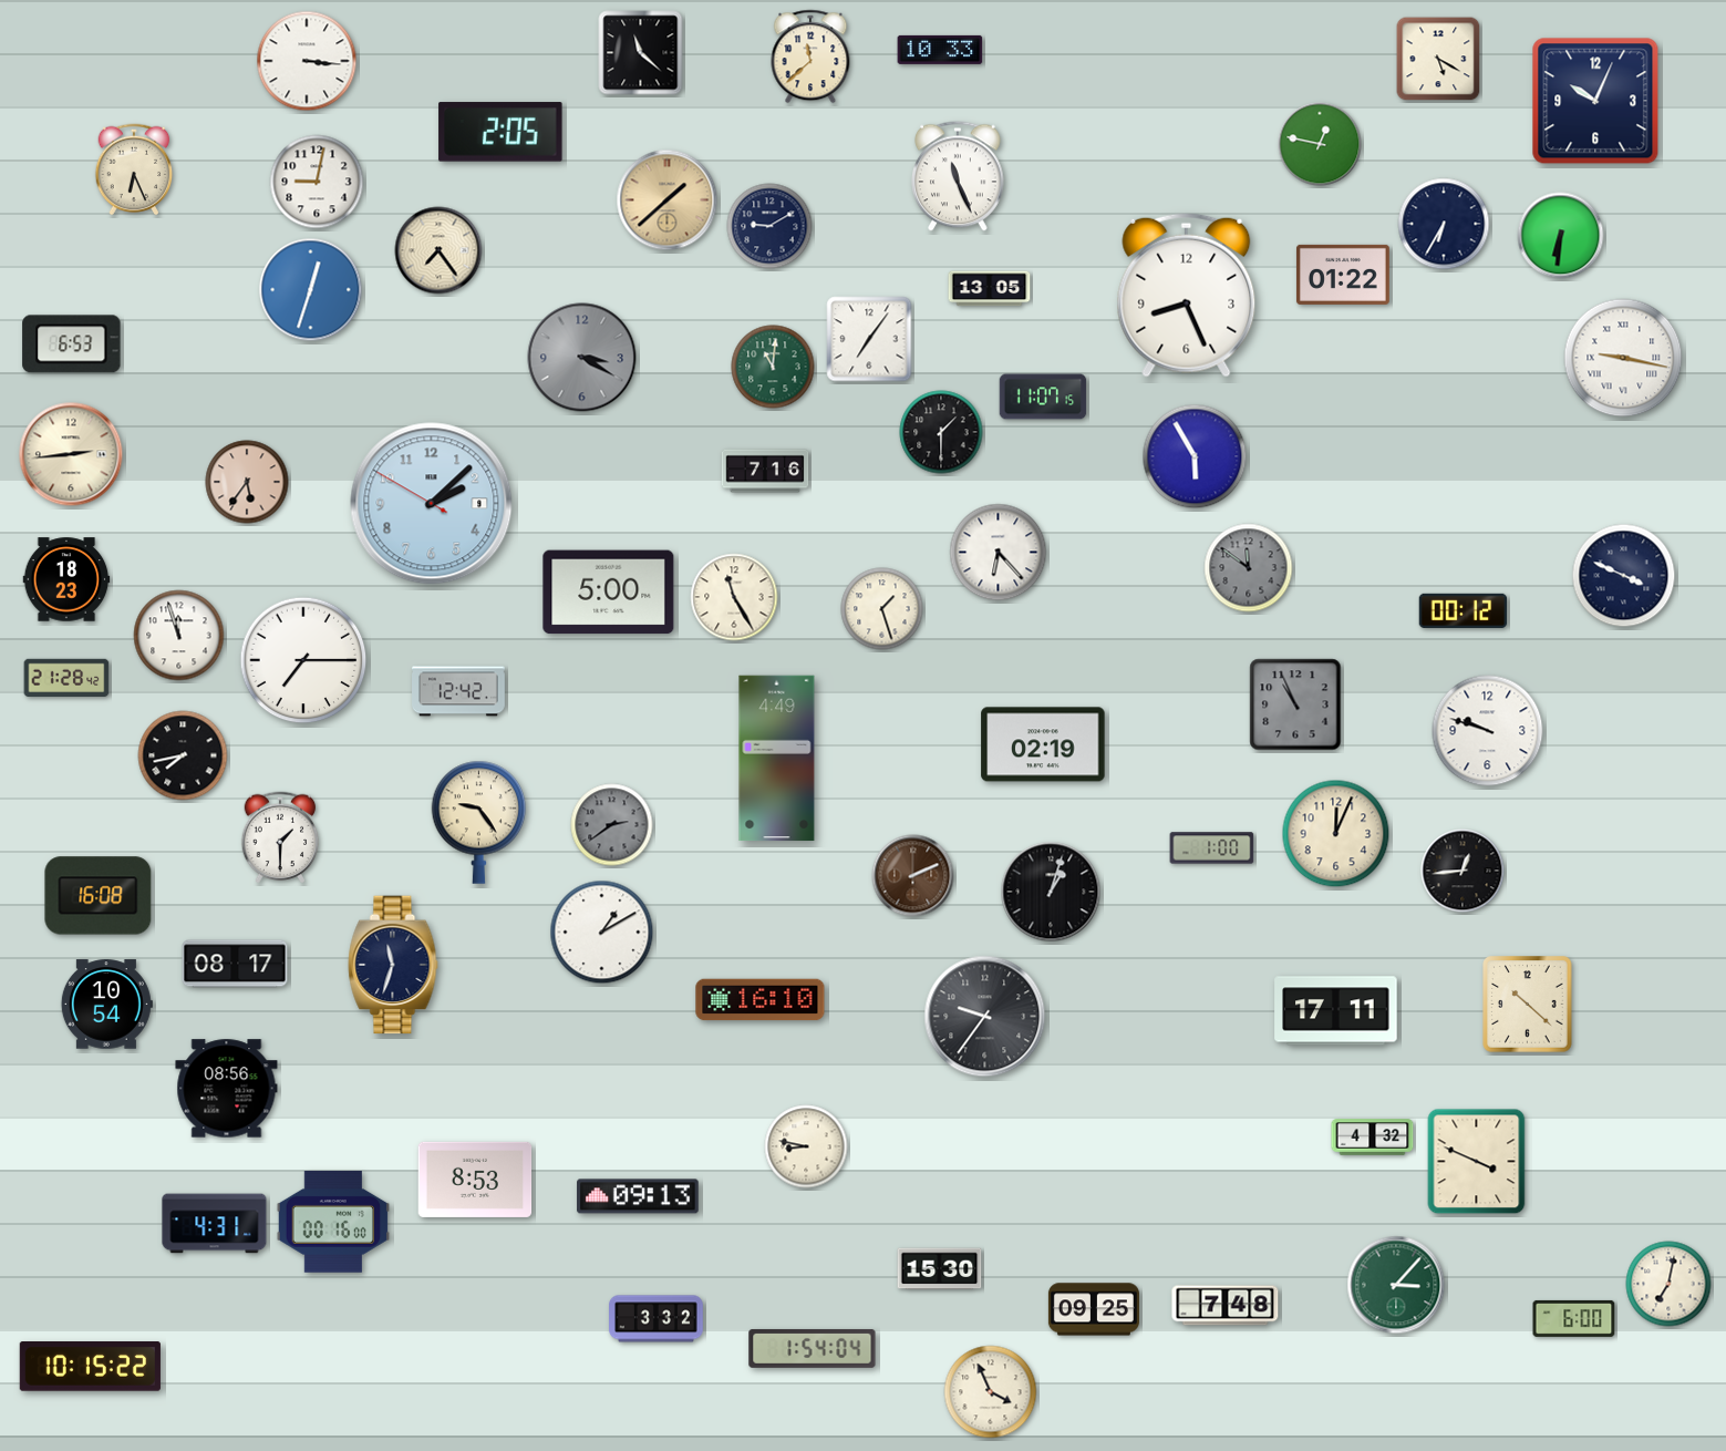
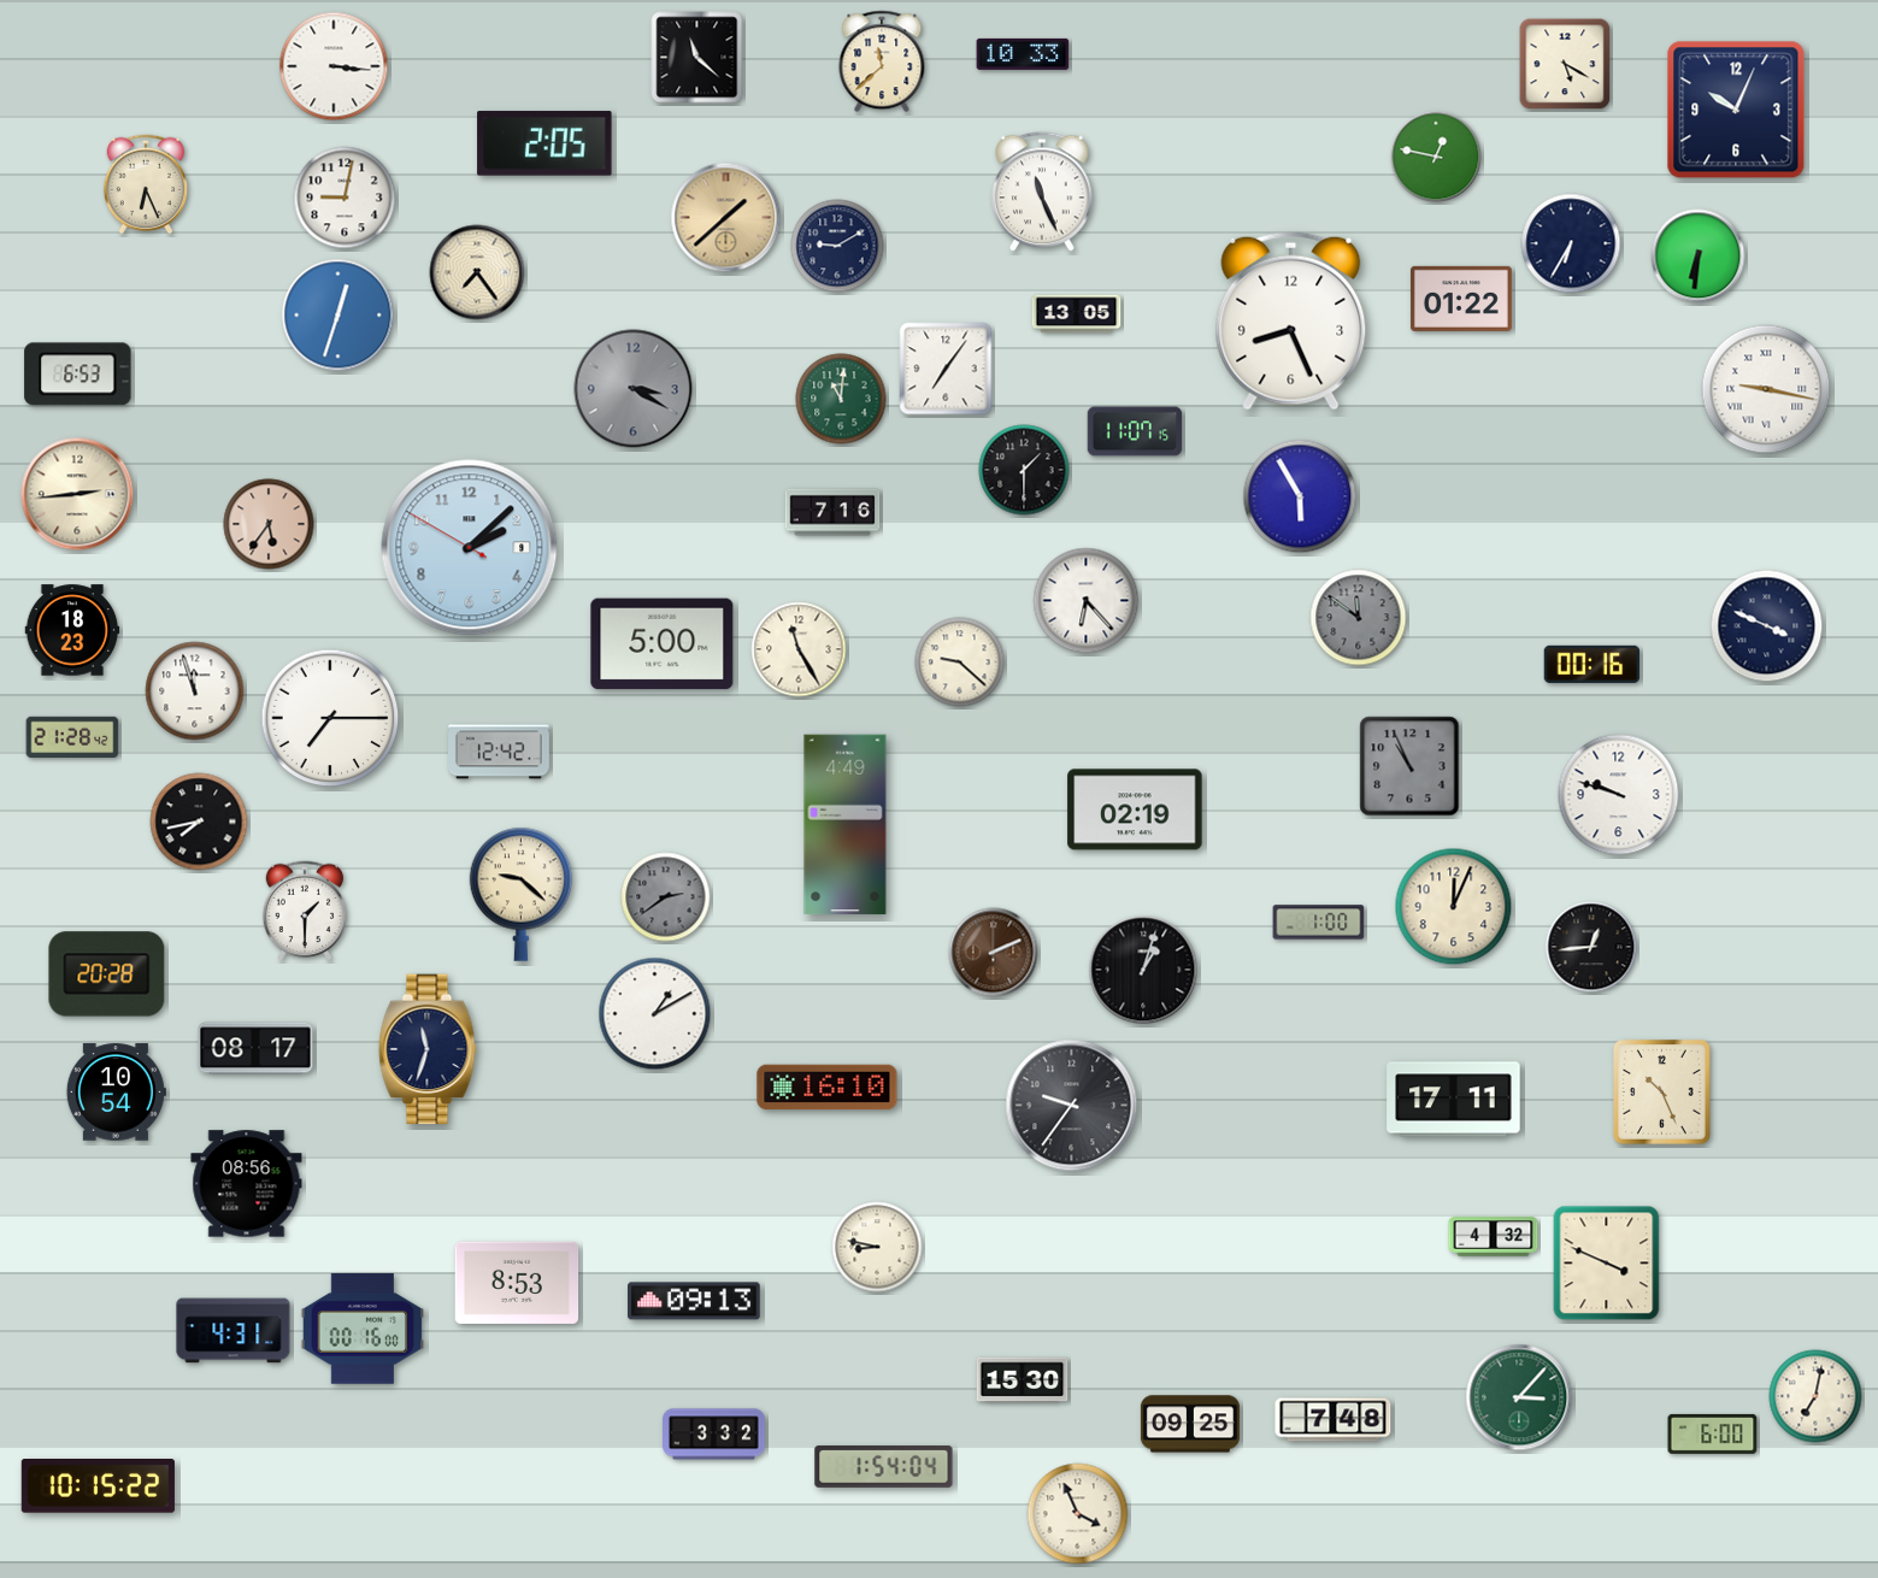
clock at (882, 609): 1:27 -> 9:22
clock at (1464, 610): 00:12 -> 00:16
clock at (479, 822): 9:24 -> 9:22
clock at (99, 896): 16:08 -> 20:28
clock at (1528, 1005): 10:22 -> 10:26
